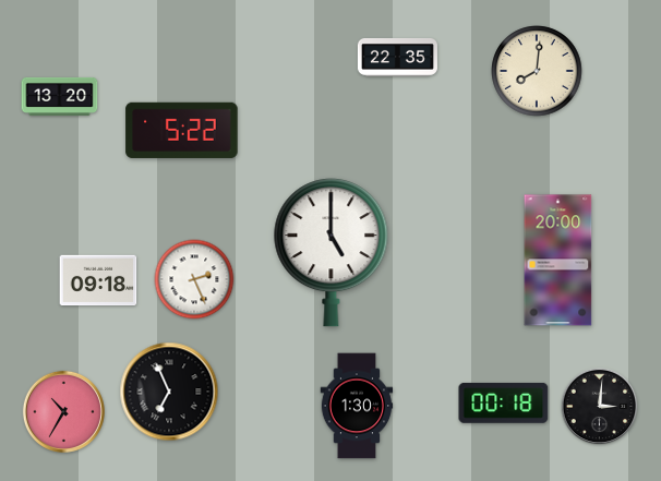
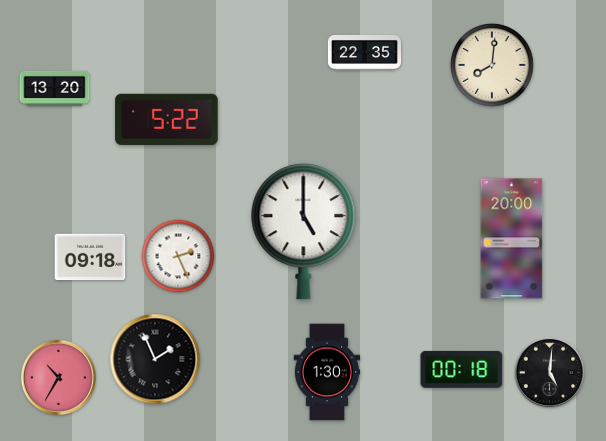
clock at (169, 392): 6:56 -> 1:56
clock at (600, 407): 3:01 -> 5:01
